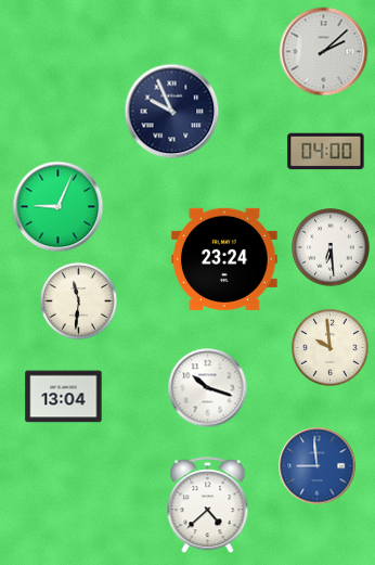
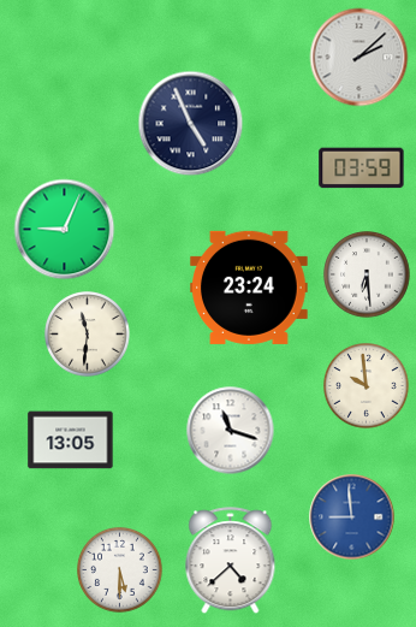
clock at (172, 112): 9:56 -> 4:56
clock at (326, 152): 04:00 -> 03:59
clock at (208, 388): 10:18 -> 11:18
clock at (64, 397): 13:04 -> 13:05
clock at (120, 570): none -> 5:30
